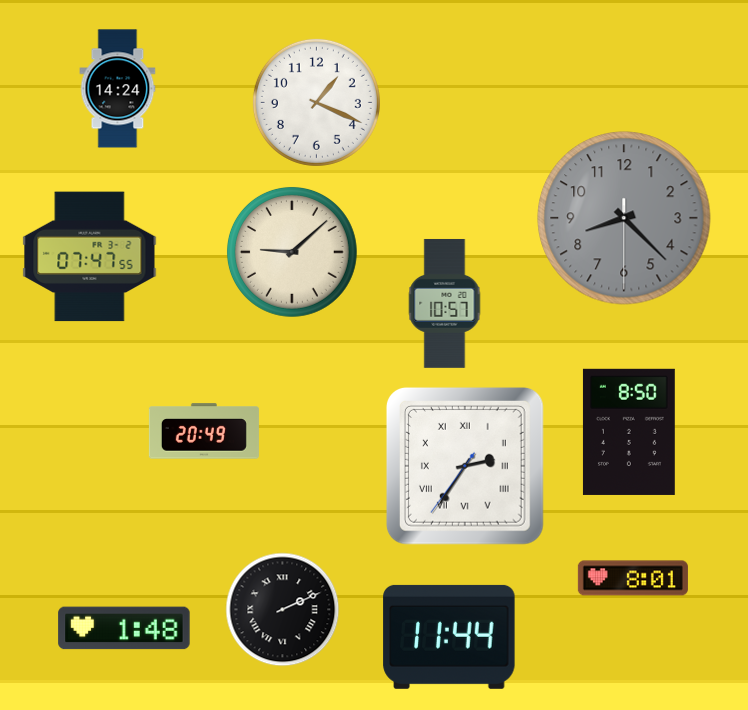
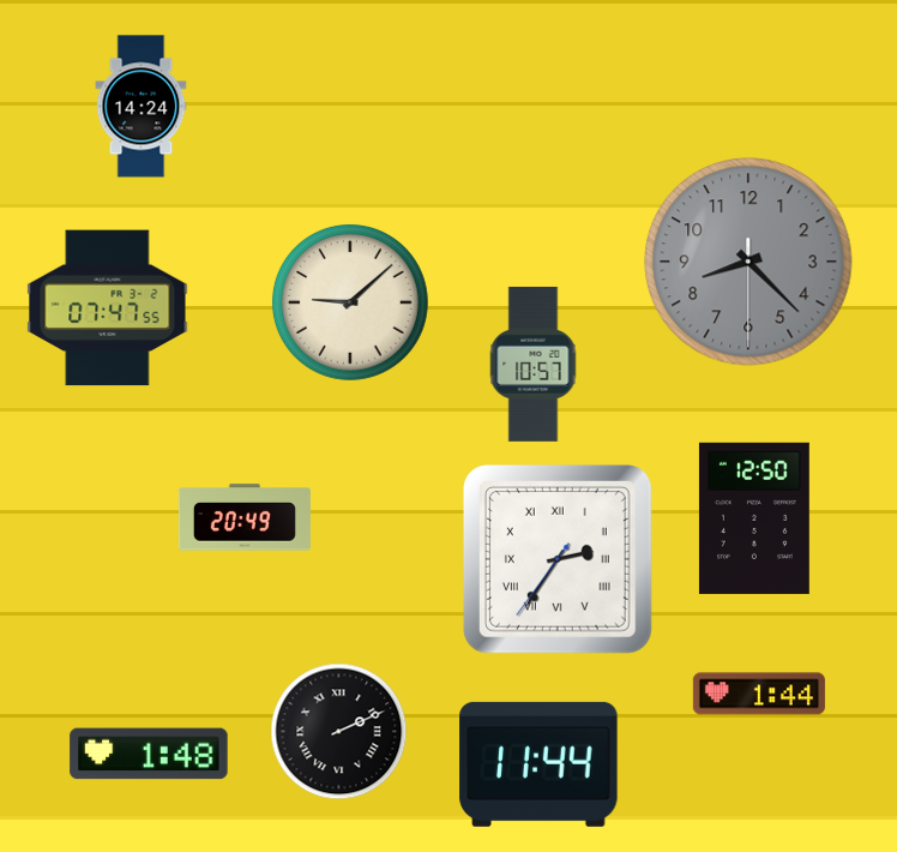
clock at (316, 102): 1:19 -> none
clock at (629, 432): 8:50 -> 12:50
clock at (633, 578): 8:01 -> 1:44
